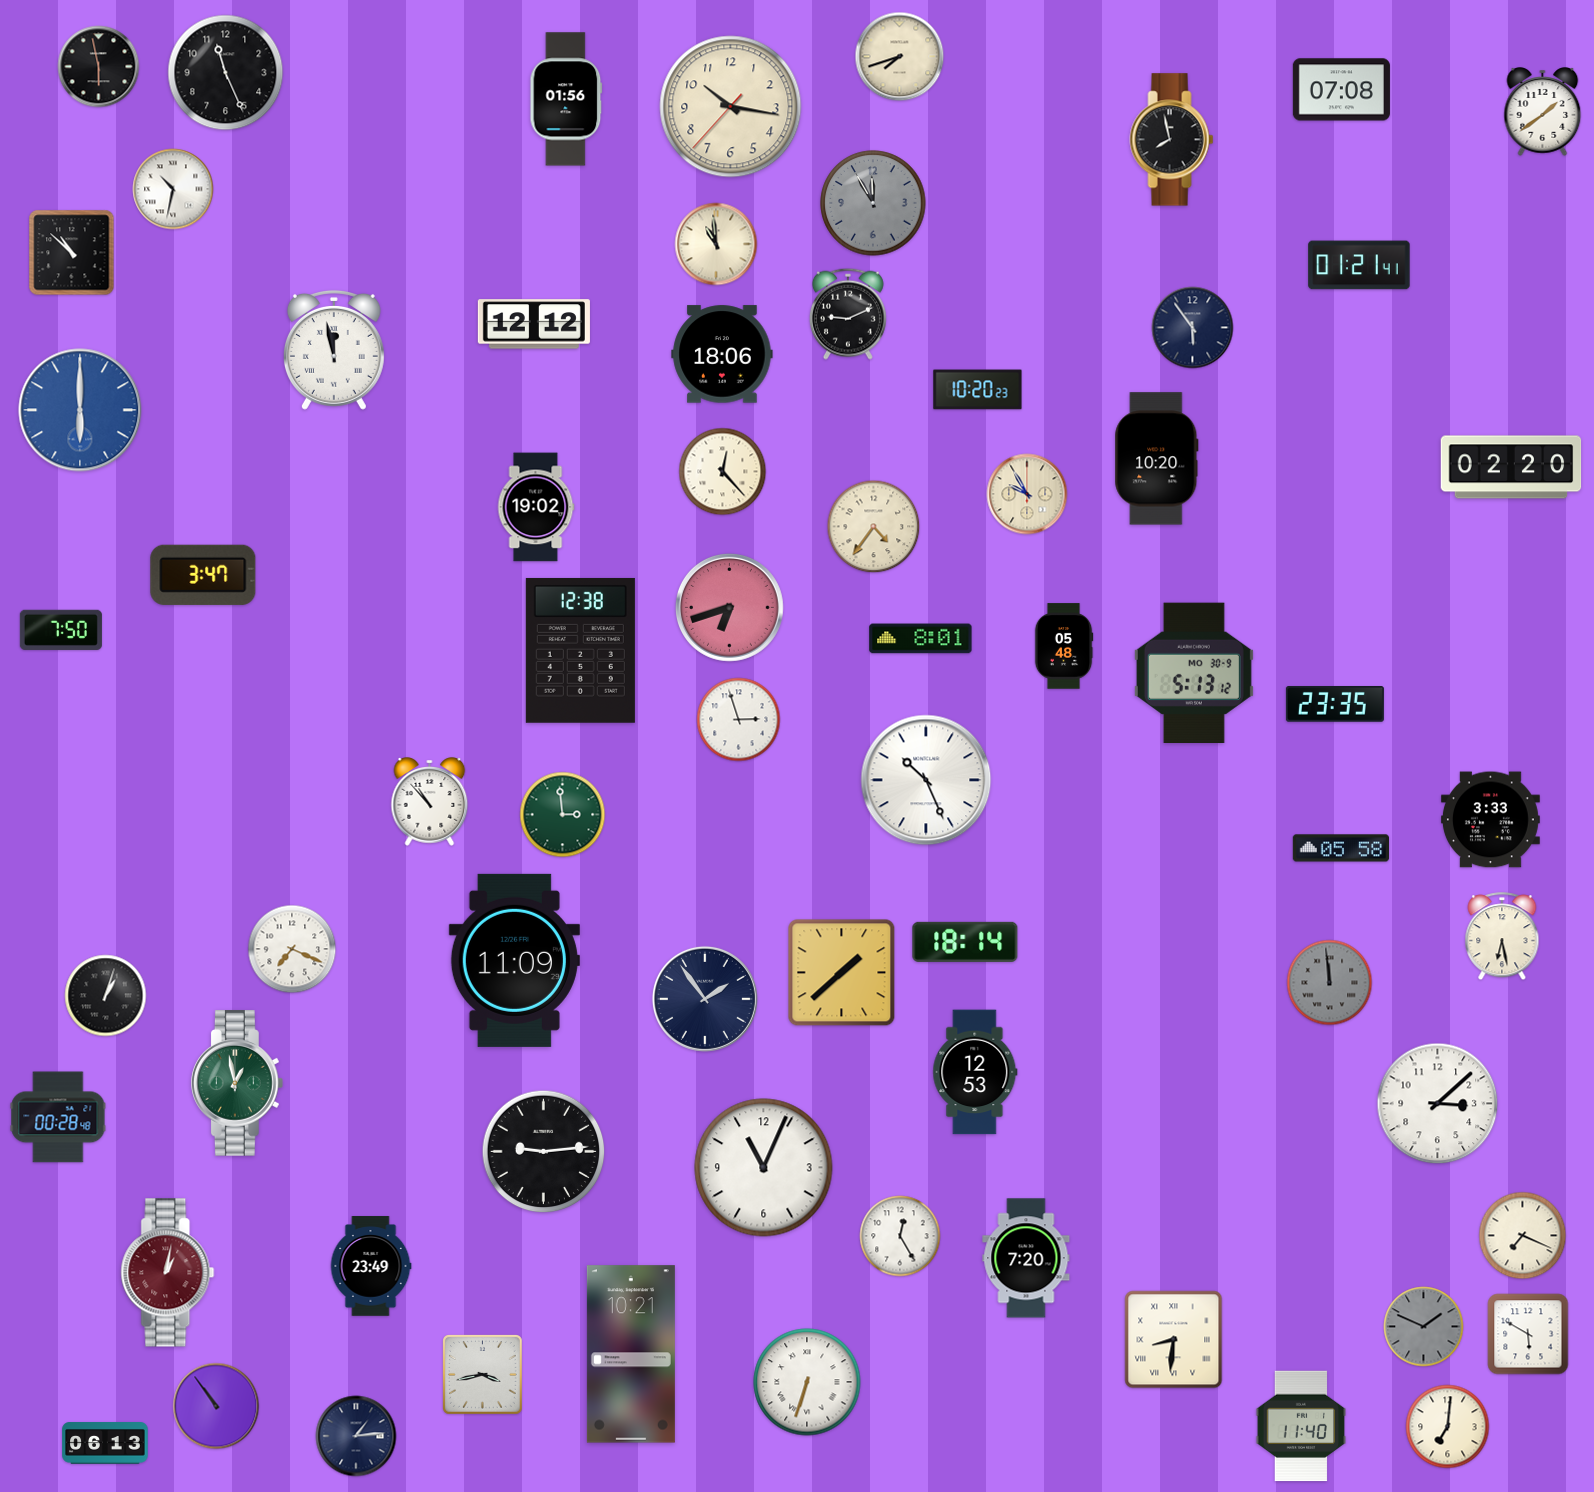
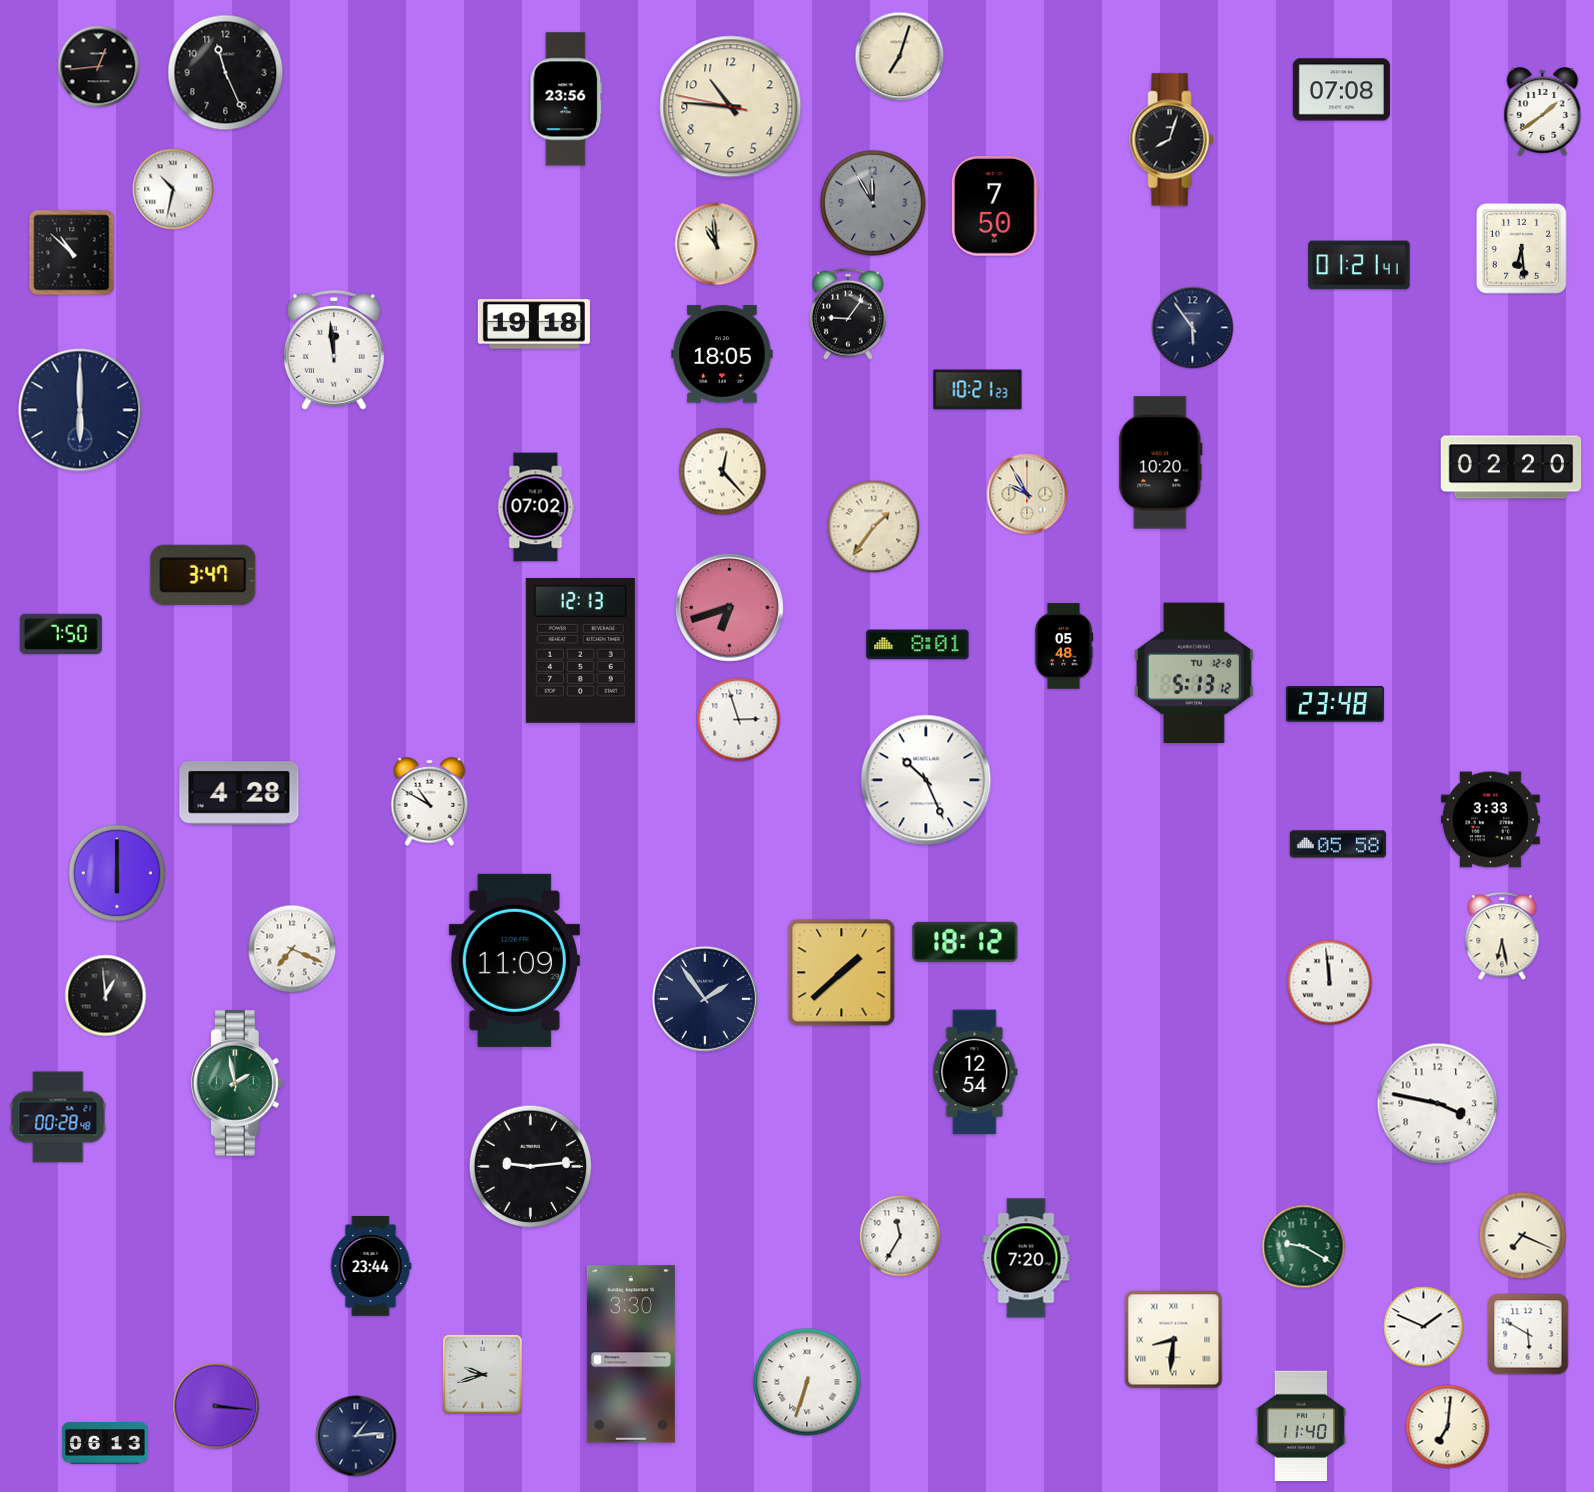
clock at (900, 57): 7:42 -> 7:03
clock at (99, 67): 5:58 -> 12:44
clock at (566, 99): 01:56 -> 23:56
clock at (731, 107): 10:16 -> 10:45
clock at (1172, 140): 7:58 -> 8:03
clock at (995, 207): none -> 7:50
clock at (1521, 248): none -> 6:29
clock at (848, 314): 9:11 -> 9:06
clock at (534, 324): 12:12 -> 19:18
clock at (334, 350): 11:58 -> 11:59
clock at (722, 354): 18:06 -> 18:05
clock at (978, 390): 10:20 -> 10:21
clock at (80, 410) dial: blue -> navy
clock at (1157, 459) position: (1157, 459) -> (1161, 463)
clock at (536, 507): 19:02 -> 07:02
clock at (874, 527): 4:36 -> 1:36
clock at (61, 630) position: (61, 630) -> (61, 634)
clock at (921, 639) position: (921, 639) -> (918, 645)
clock at (580, 650): 12:38 -> 12:13
clock at (1194, 672) date: MO 30-9 -> TU 12-8
clock at (1335, 705): 23:35 -> 23:48
clock at (239, 793): none -> 4:28
clock at (430, 802): 10:53 -> 10:50
clock at (563, 815): 2:59 -> none
clock at (1340, 848) position: (1340, 848) -> (1337, 844)
clock at (116, 872): none -> 6:00
clock at (965, 942): 18:14 -> 18:12
clock at (1330, 983) dial: grey -> white
clock at (106, 996): 1:03 -> 12:59
clock at (975, 1072): 12:53 -> 12:54
clock at (237, 1083): 12:58 -> 1:58
clock at (1438, 1104): 3:08 -> 3:47
clock at (544, 1152) position: (544, 1152) -> (531, 1167)
clock at (764, 1168): 11:04 -> none
clock at (900, 1236): 12:25 -> 11:35
clock at (1304, 1247): none -> 9:20
clock at (371, 1266): 23:49 -> 23:44
clock at (168, 1273): 1:02 -> none
clock at (1424, 1327) dial: grey -> white
clock at (631, 1354): 10:21 -> 3:30
clock at (483, 1375): 3:43 -> 9:42
clock at (216, 1406): 10:54 -> 3:16
